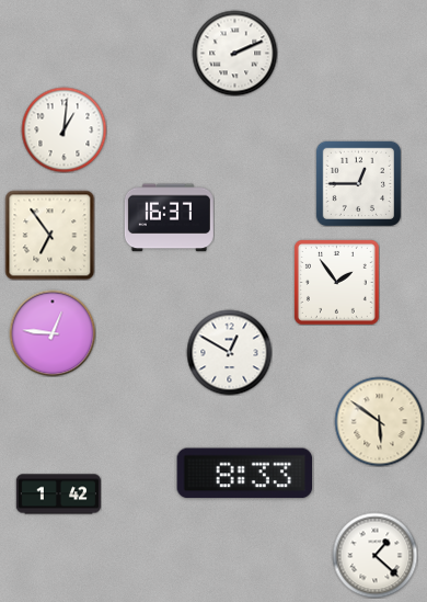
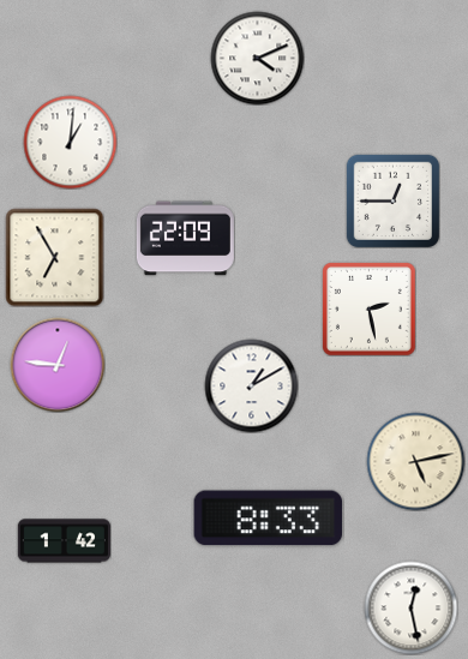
clock at (234, 53): 2:11 -> 4:11
clock at (169, 218): 16:37 -> 22:09
clock at (49, 235): 6:54 -> 6:55
clock at (336, 282): 1:54 -> 2:28
clock at (229, 352): 12:50 -> 1:10
clock at (379, 421): 5:51 -> 5:13
clock at (374, 555): 1:22 -> 12:28
